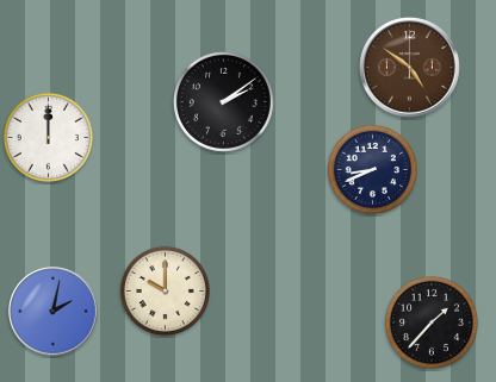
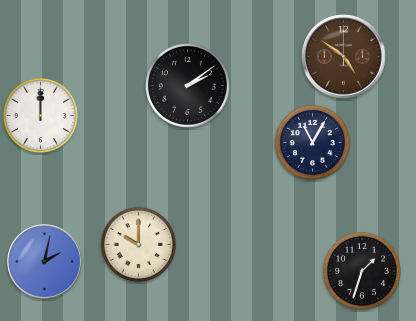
clock at (372, 169): 8:41 -> 11:05
clock at (432, 322): 1:37 -> 1:33
